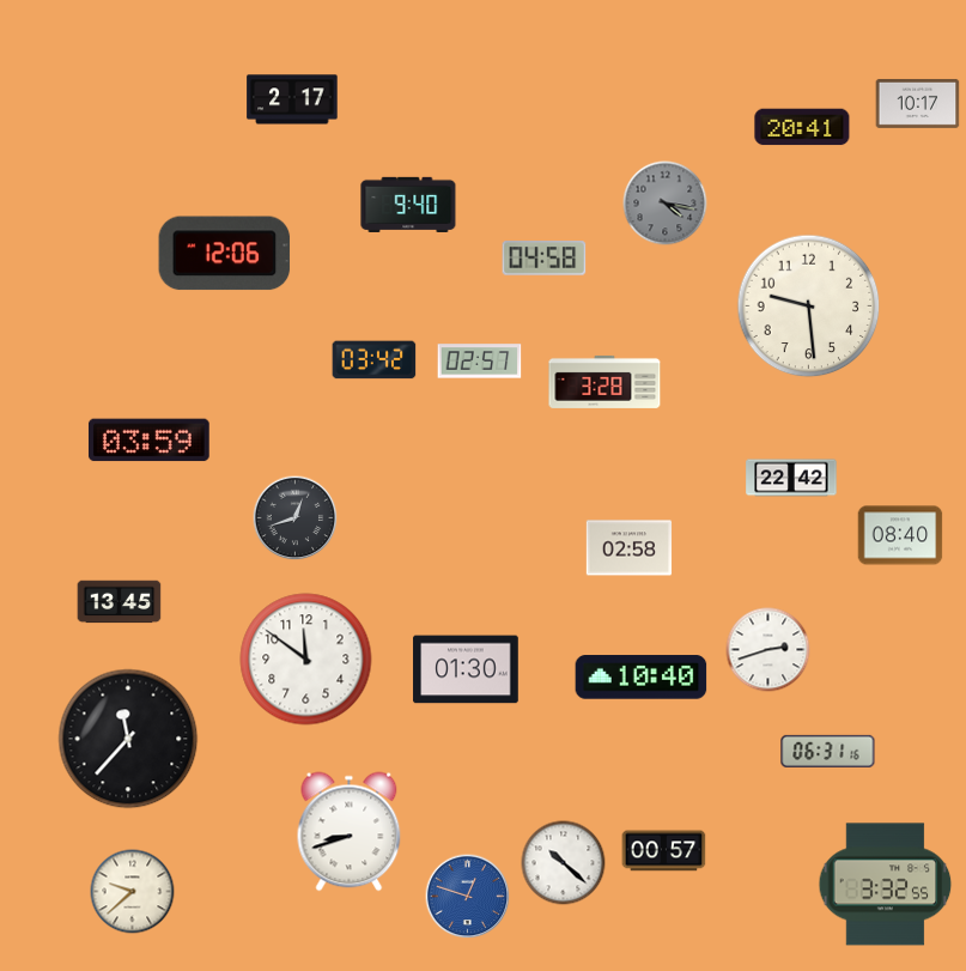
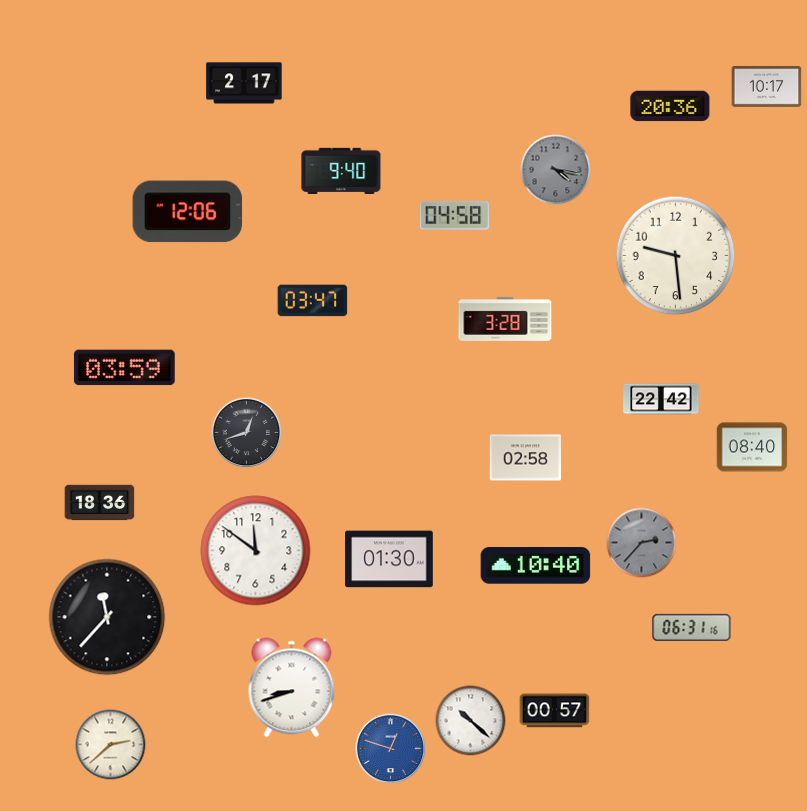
clock at (802, 127): 20:41 -> 20:36
clock at (375, 360): 03:42 -> 03:47
clock at (480, 362): 02:57 -> none
clock at (120, 602): 13:45 -> 18:36
clock at (768, 650): 2:42 -> 2:37
clock at (768, 650) dial: white -> grey
clock at (350, 832) position: (350, 832) -> (292, 688)
clock at (886, 885): 3:32 -> none
clock at (133, 892): 9:38 -> 2:38
